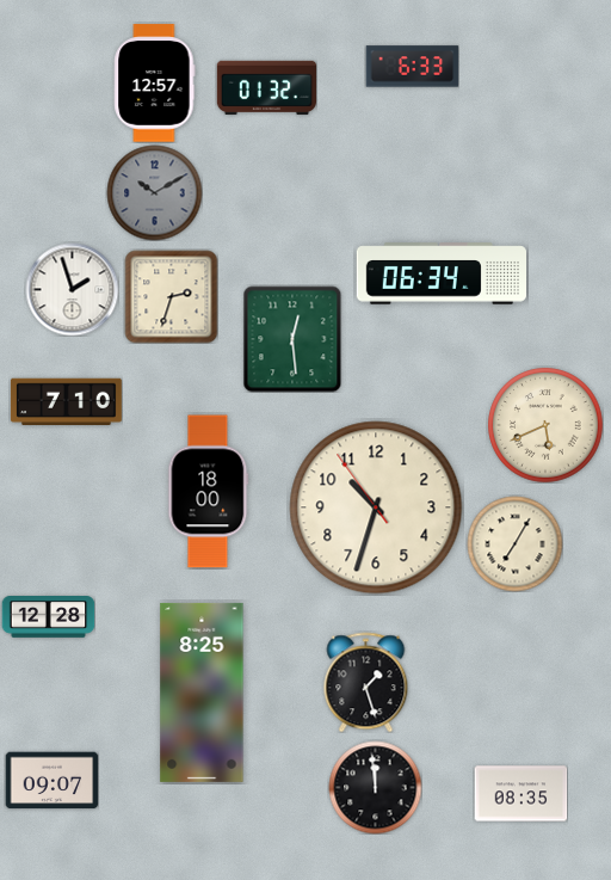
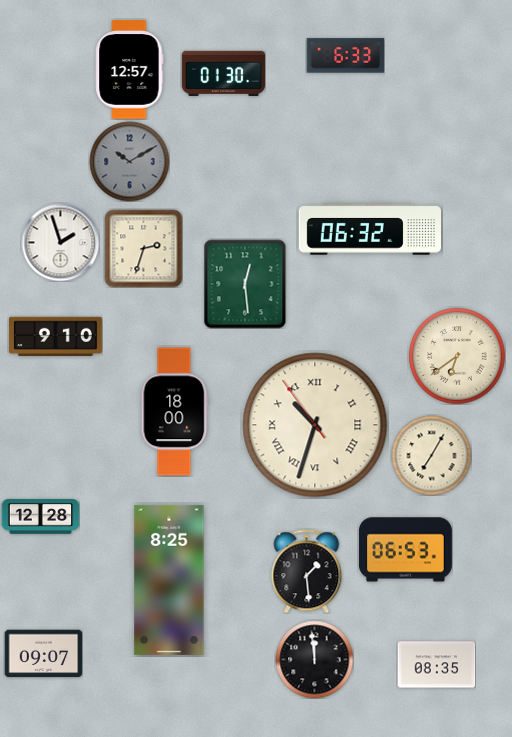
clock at (266, 87): 01:32 -> 01:30
clock at (440, 273): 06:34 -> 06:32
clock at (66, 401): 7:10 -> 9:10
clock at (545, 425): 5:41 -> 6:39
clock at (376, 507) numerals: Arabic -> Roman
clock at (405, 550): none -> 06:53
clock at (366, 682): 1:27 -> 1:29
